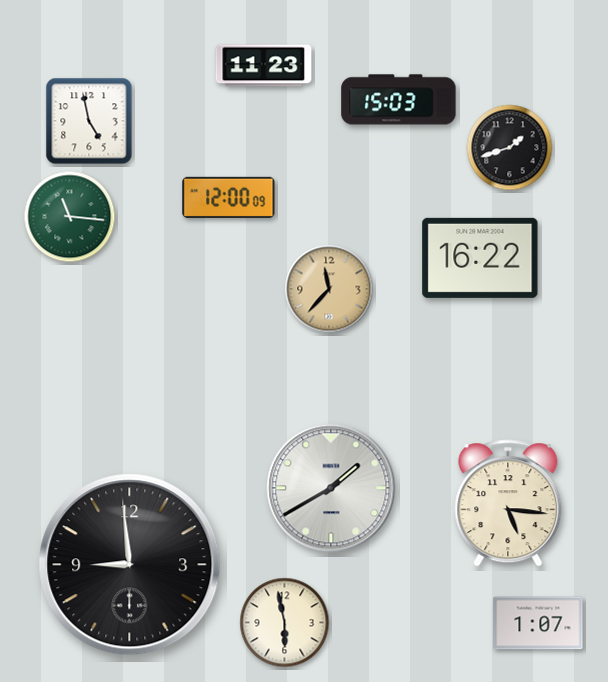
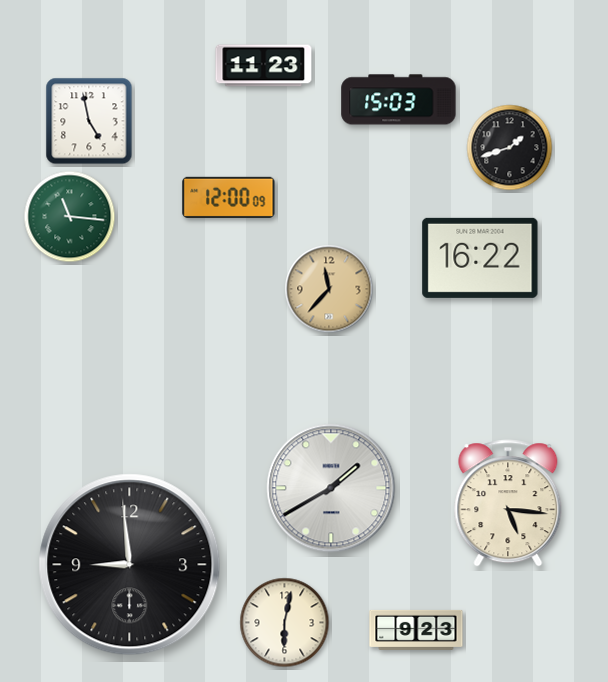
clock at (285, 623): 5:58 -> 6:02
clock at (538, 623): 1:07 -> none
clock at (416, 630): none -> 9:23
